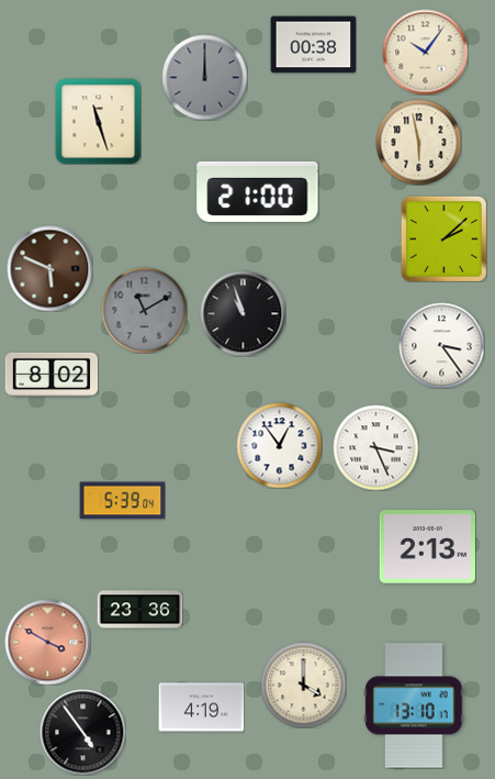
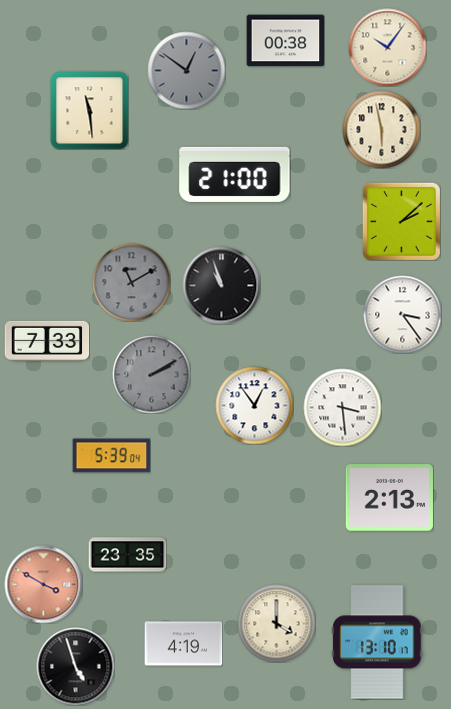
clock at (204, 77): 12:00 -> 12:51
clock at (98, 121): 11:27 -> 11:29
clock at (443, 238) position: (443, 238) -> (401, 221)
clock at (49, 268): 5:49 -> none
clock at (52, 375): 8:02 -> 7:33
clock at (151, 374): none -> 2:10
clock at (375, 447): 3:26 -> 3:29
clock at (139, 610): 23:36 -> 23:35
clock at (82, 732): 4:54 -> 4:57
